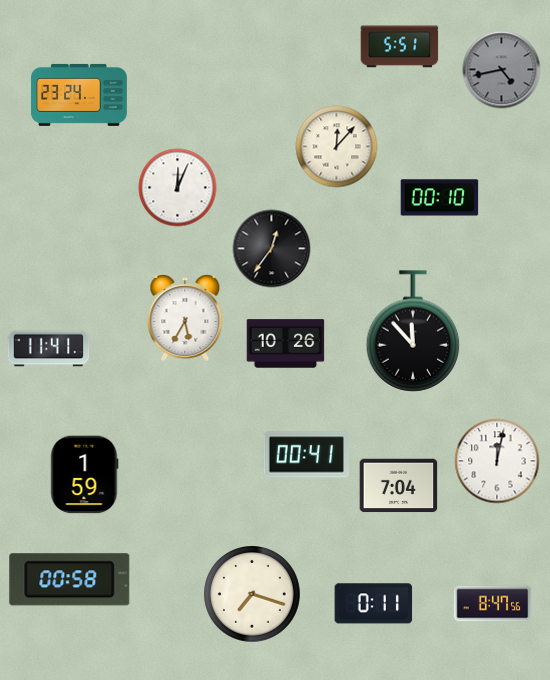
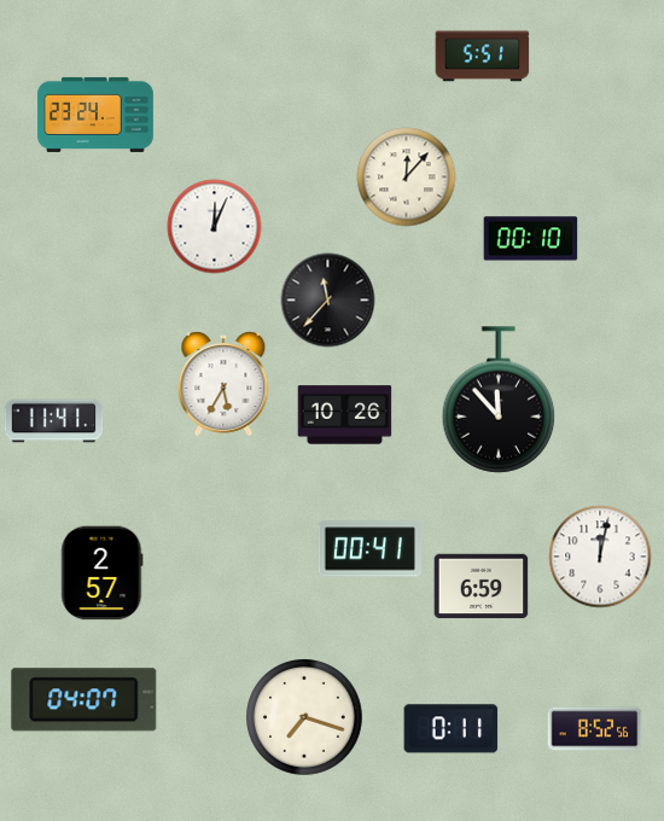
clock at (501, 69): 4:43 -> none
clock at (271, 248): 12:36 -> 11:37
clock at (48, 349) position: (48, 349) -> (53, 421)
clock at (85, 474): 1:59 -> 2:57
clock at (398, 486): 7:04 -> 6:59
clock at (70, 580): 00:58 -> 04:07
clock at (492, 604): 8:47 -> 8:52
